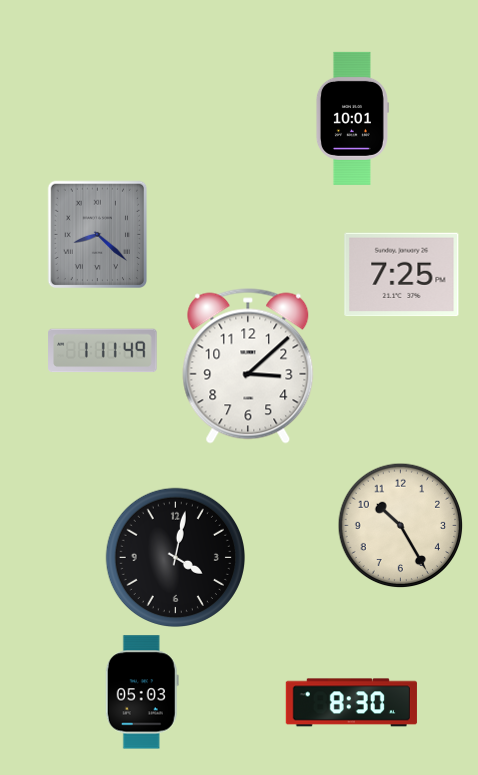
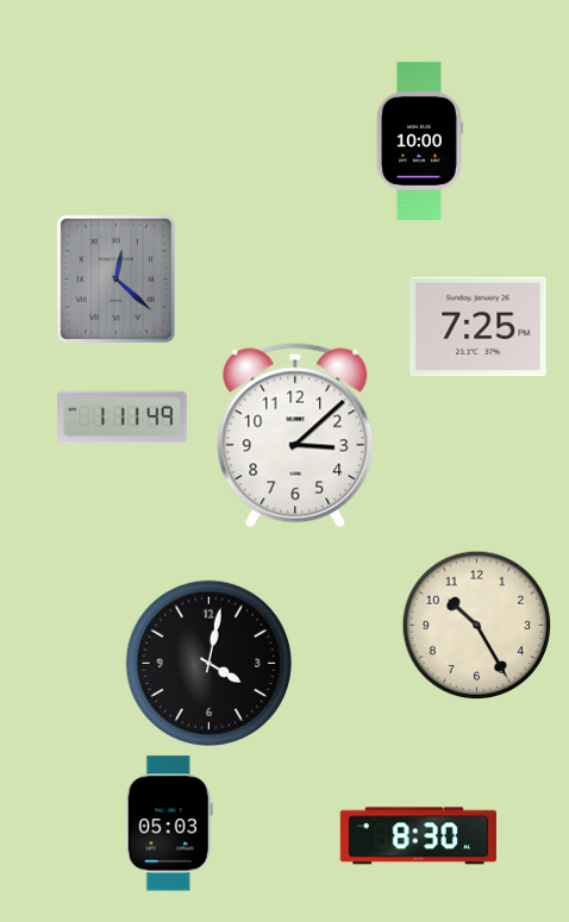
clock at (352, 118): 10:01 -> 10:00
clock at (97, 234): 8:22 -> 12:22
